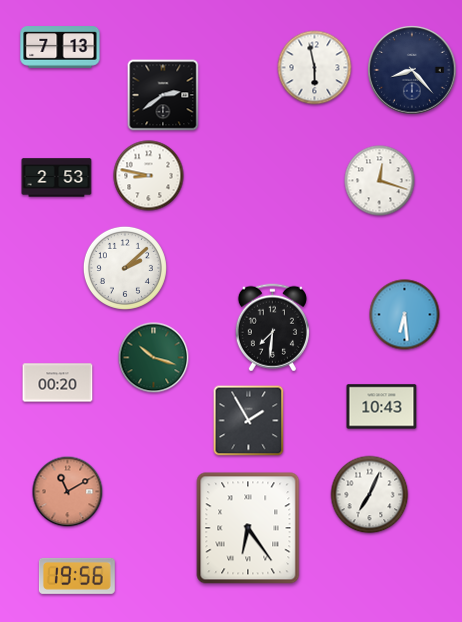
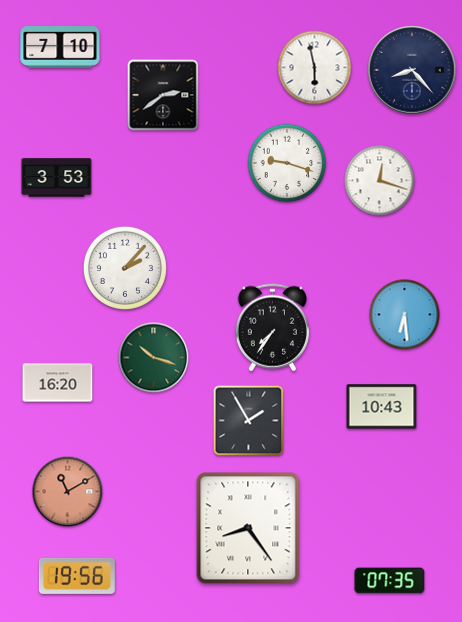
clock at (60, 48): 7:13 -> 7:10
clock at (287, 163): none -> 9:18
clock at (149, 176): 8:47 -> none
clock at (57, 178): 2:53 -> 3:53
clock at (125, 268): 2:08 -> 2:07
clock at (272, 328): 7:31 -> 7:36
clock at (58, 383): 00:20 -> 16:20
clock at (370, 495): 7:04 -> none
clock at (248, 528): 6:24 -> 8:24
clock at (390, 581): none -> 07:35
